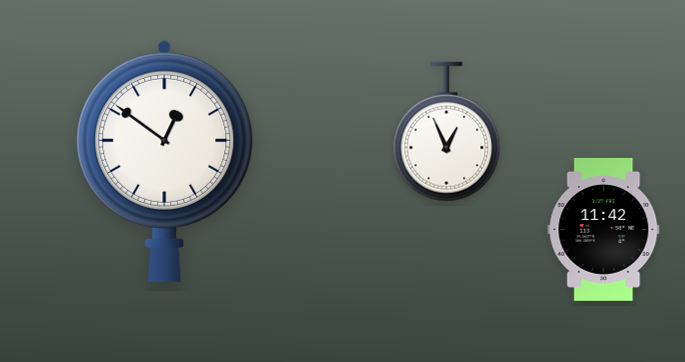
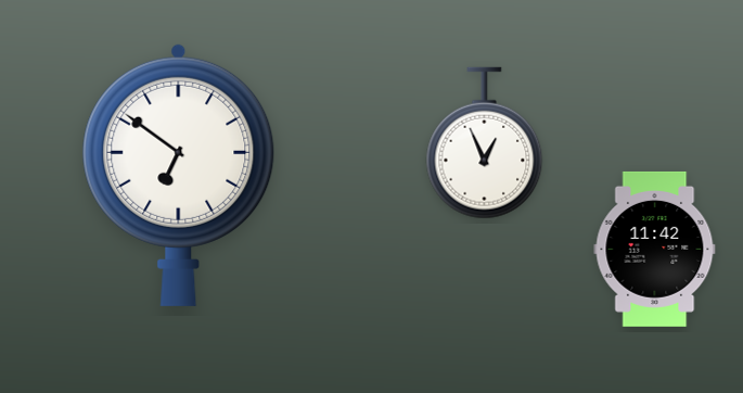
clock at (165, 161): 12:51 -> 6:51
